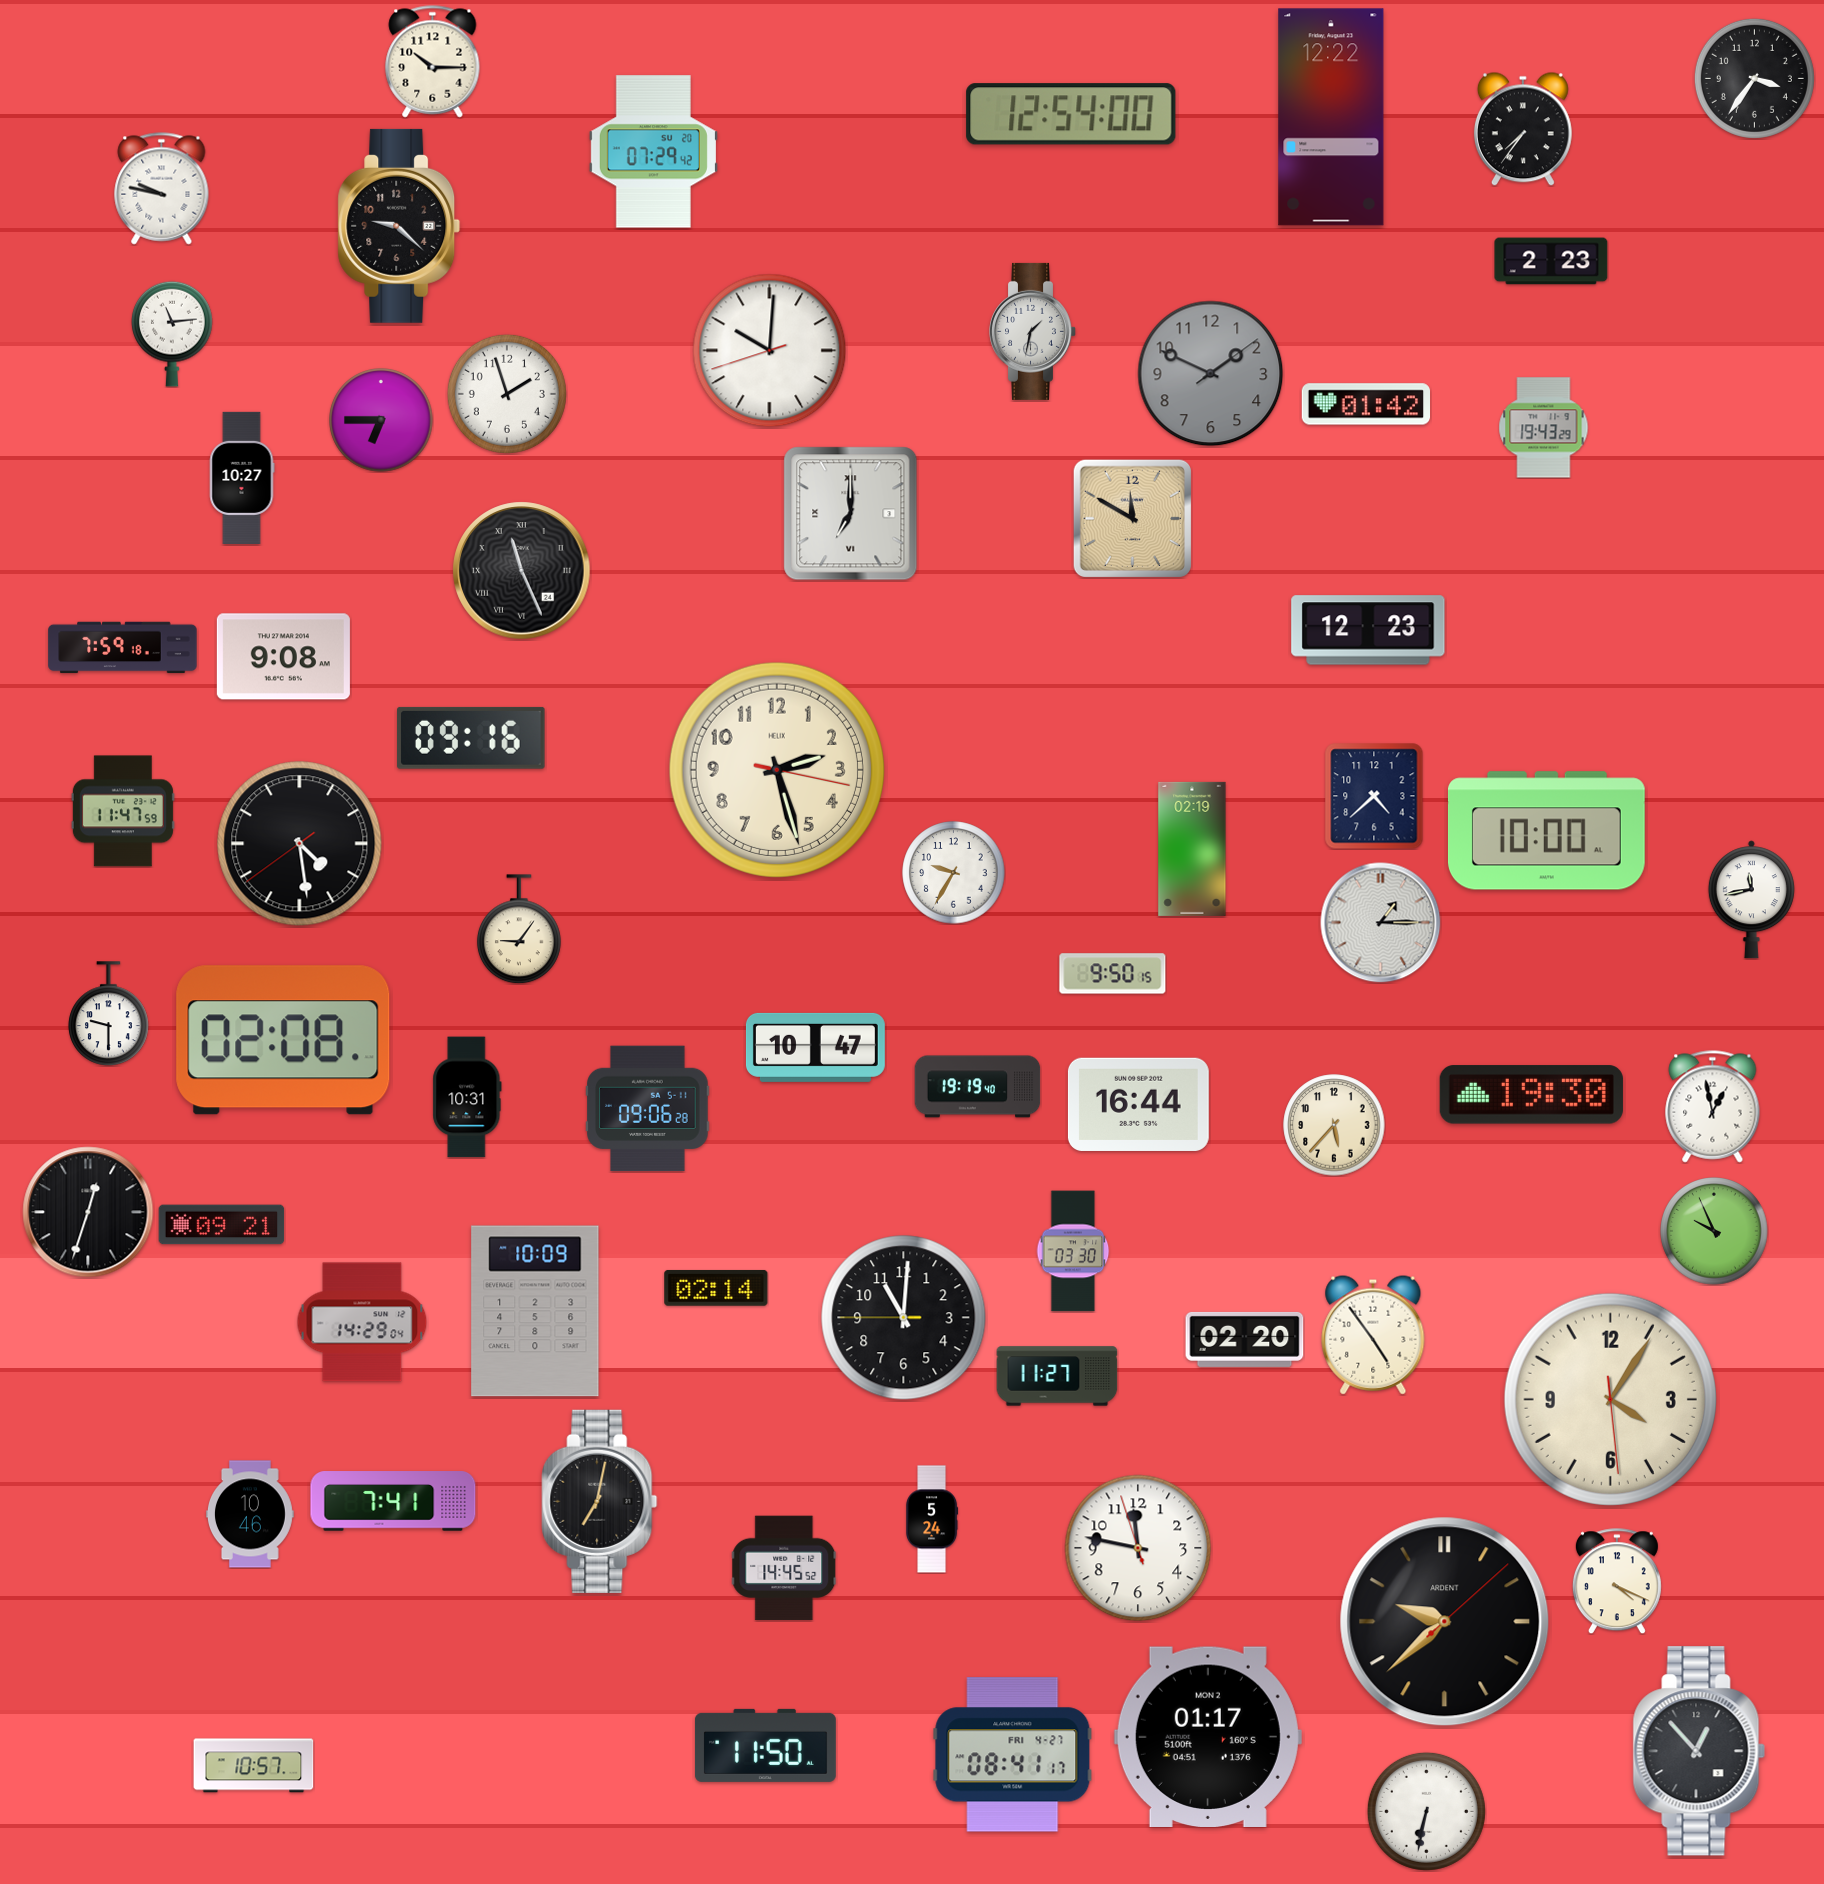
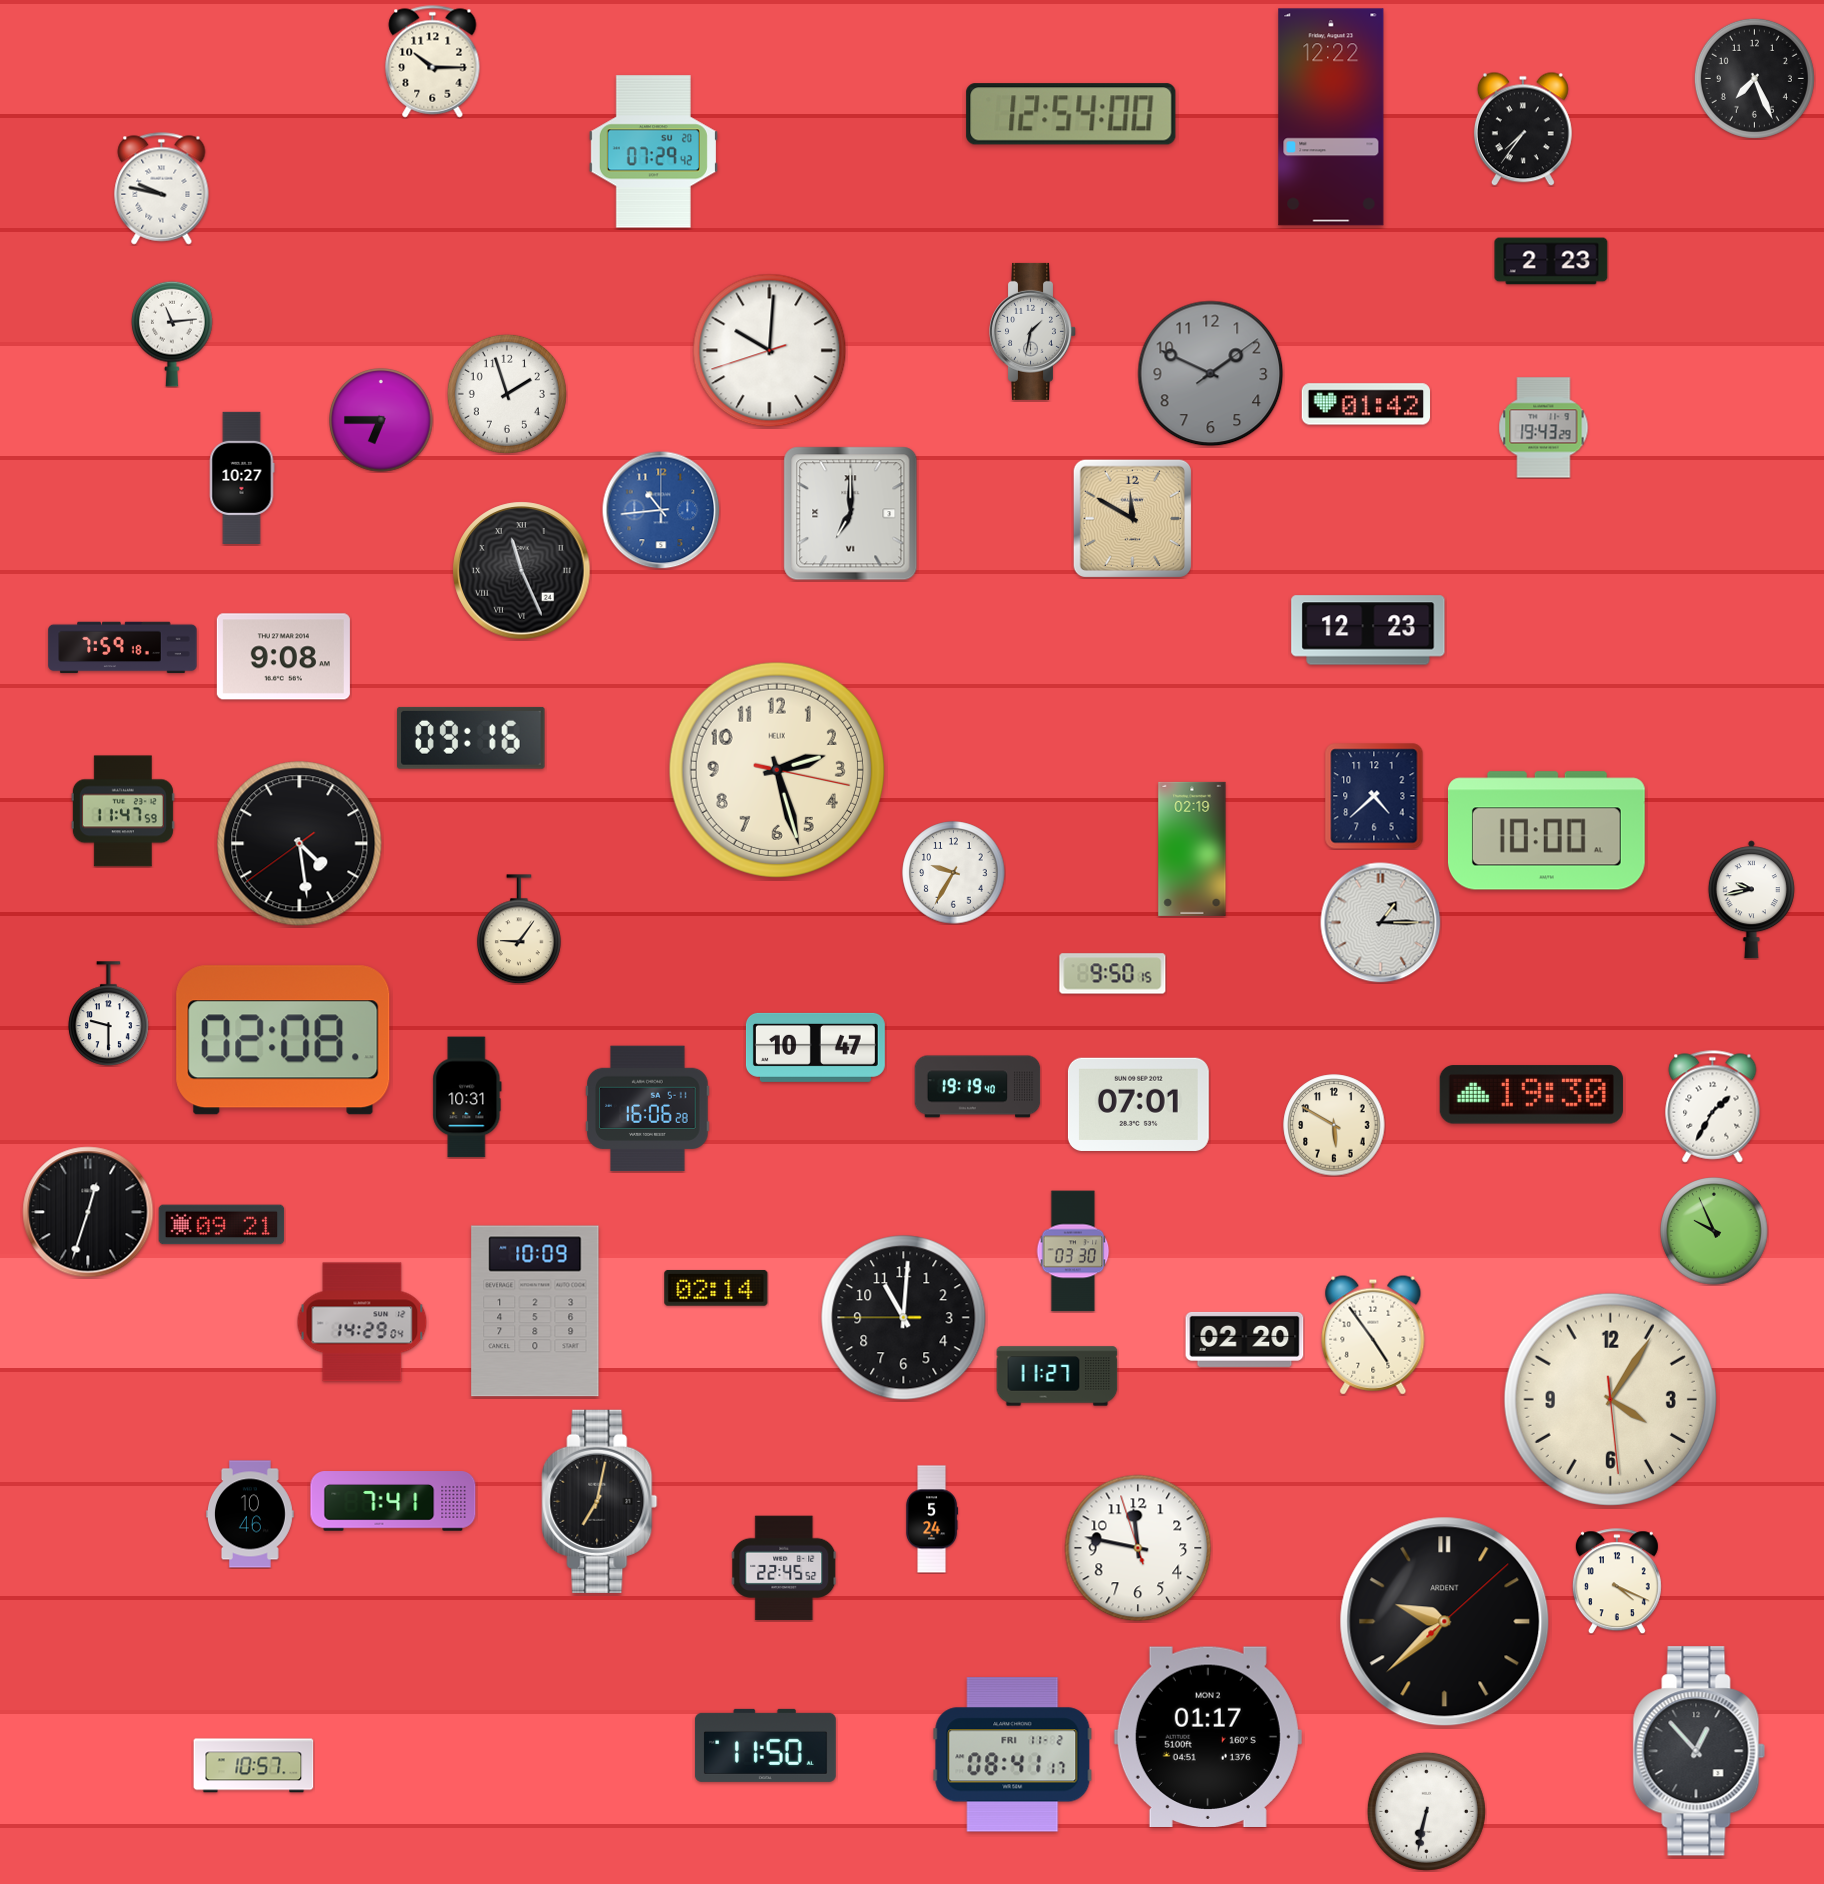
clock at (1754, 78): 3:36 -> 7:26
clock at (399, 226): 9:22 -> none
clock at (661, 510): none -> 10:44
clock at (1751, 900): 11:43 -> 9:43
clock at (1138, 1104): 16:44 -> 07:01
clock at (1713, 1107): 12:58 -> 1:35
clock at (648, 1109): 09:06 -> 16:06
clock at (1334, 1125): 5:37 -> 5:50
clock at (784, 1568): 14:45 -> 22:45
clock at (1013, 1755) date: FRI 4-27 -> FRI 11-2
